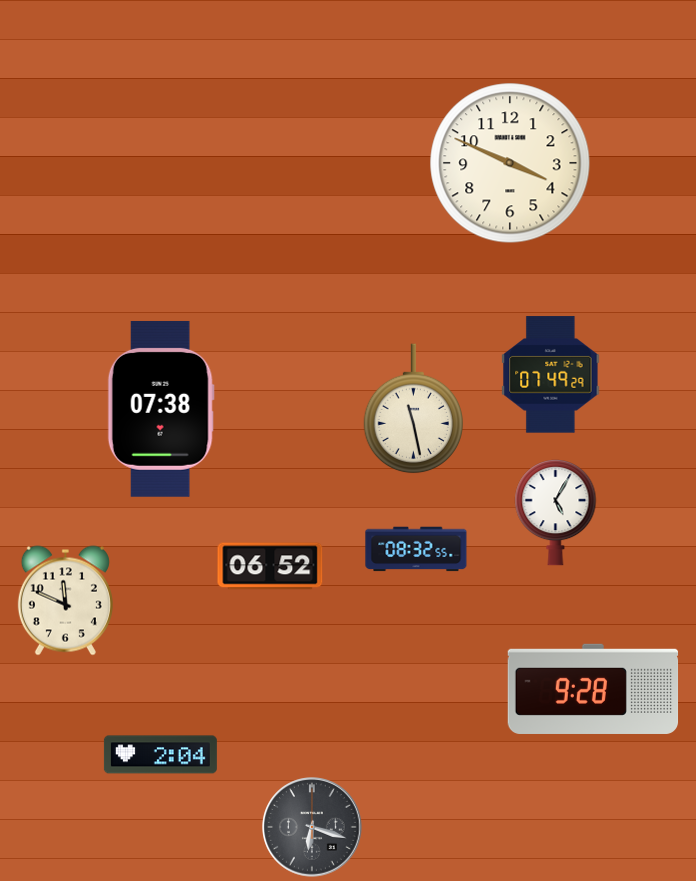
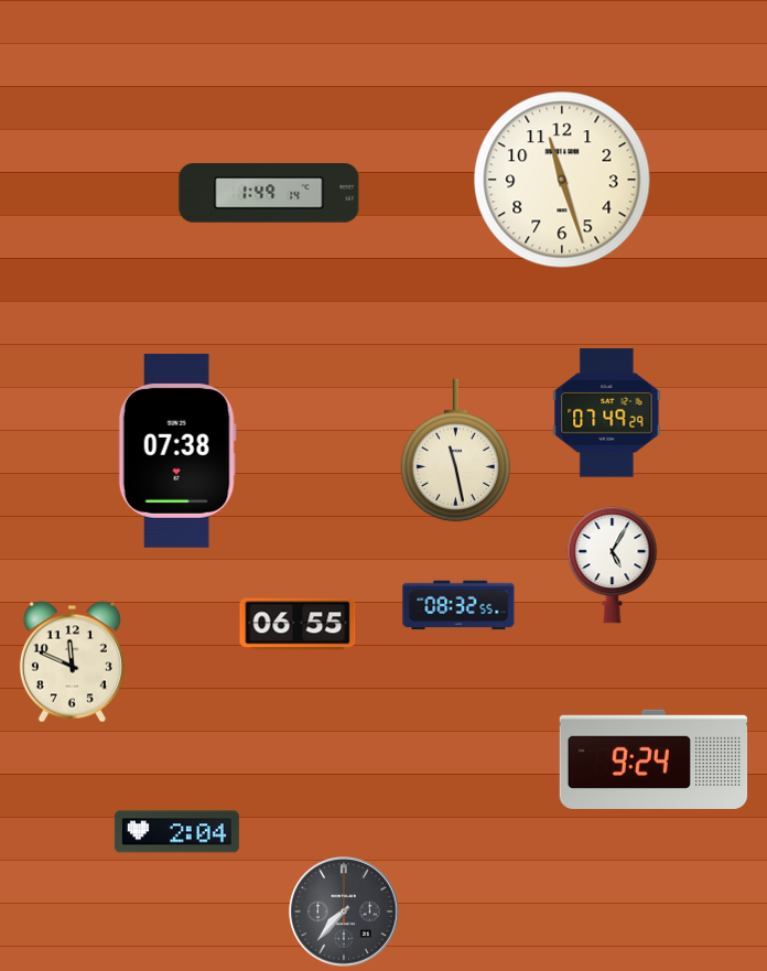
clock at (510, 163): 3:49 -> 11:27
clock at (269, 193): none -> 1:49
clock at (270, 566): 06:52 -> 06:55
clock at (593, 688): 9:28 -> 9:24
clock at (312, 827): 6:18 -> 7:37
